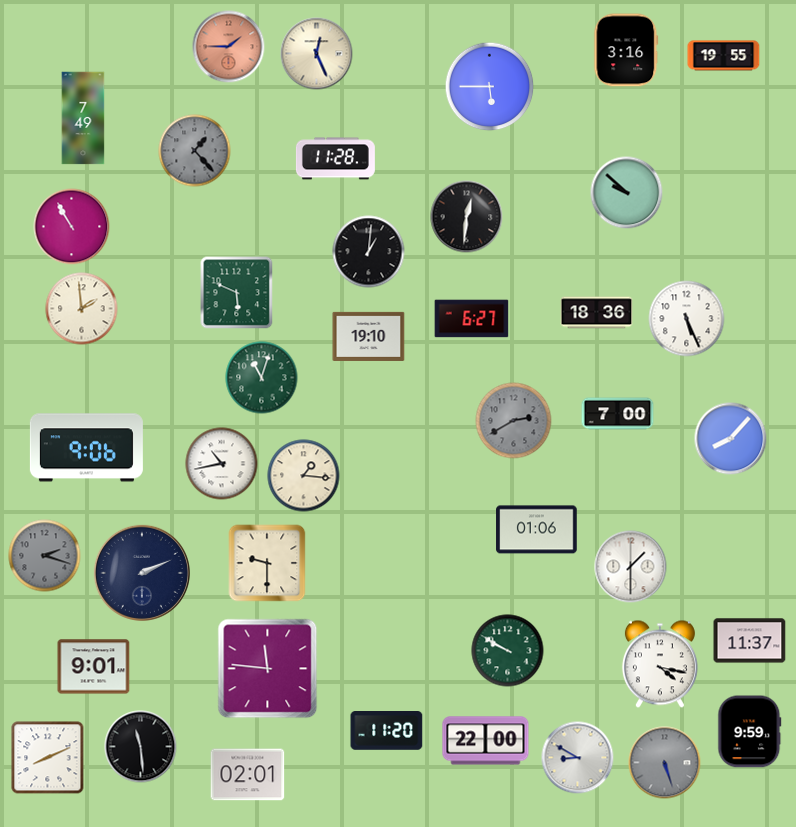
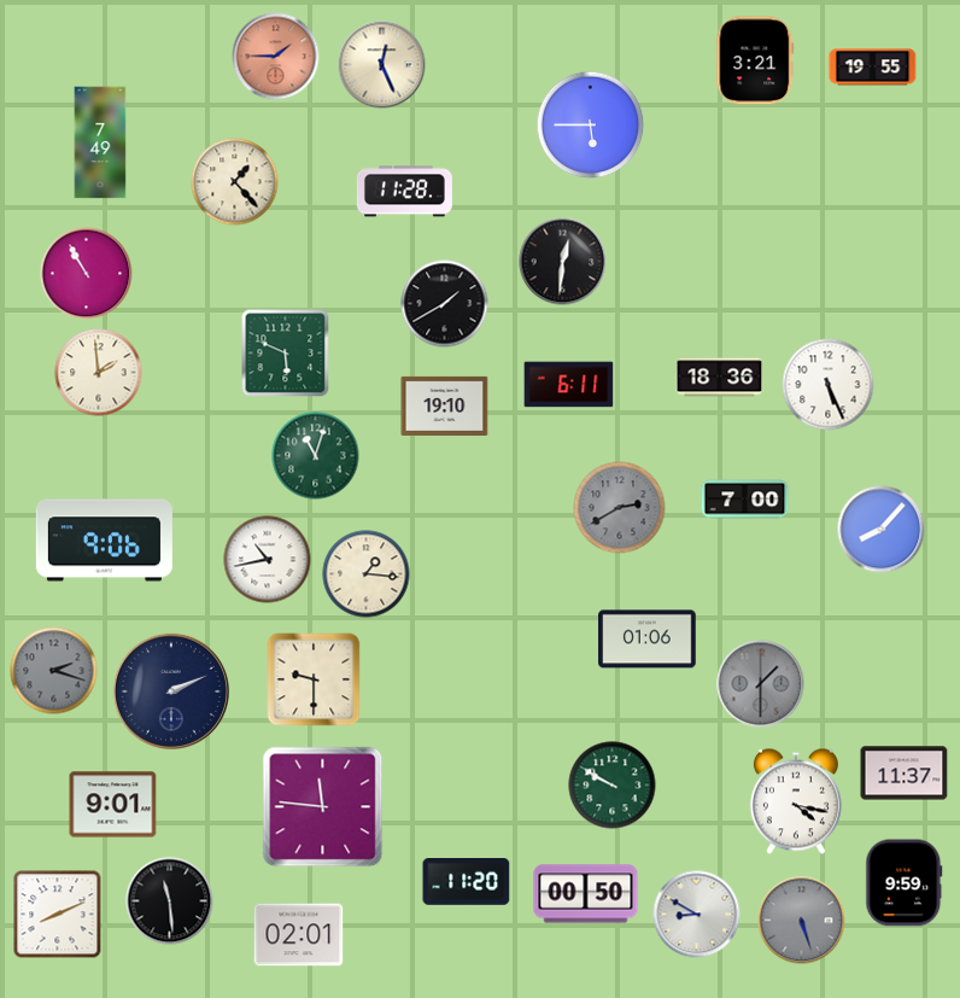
clock at (626, 50): 3:16 -> 3:21
clock at (490, 87) position: (490, 87) -> (591, 126)
clock at (195, 151) dial: grey -> cream
clock at (627, 193): 9:52 -> none
clock at (369, 252): 1:01 -> 1:40
clock at (472, 319): 6:27 -> 6:11
clock at (267, 563) position: (267, 563) -> (314, 679)
clock at (631, 567) dial: white -> grey
clock at (486, 741): 22:00 -> 00:50
